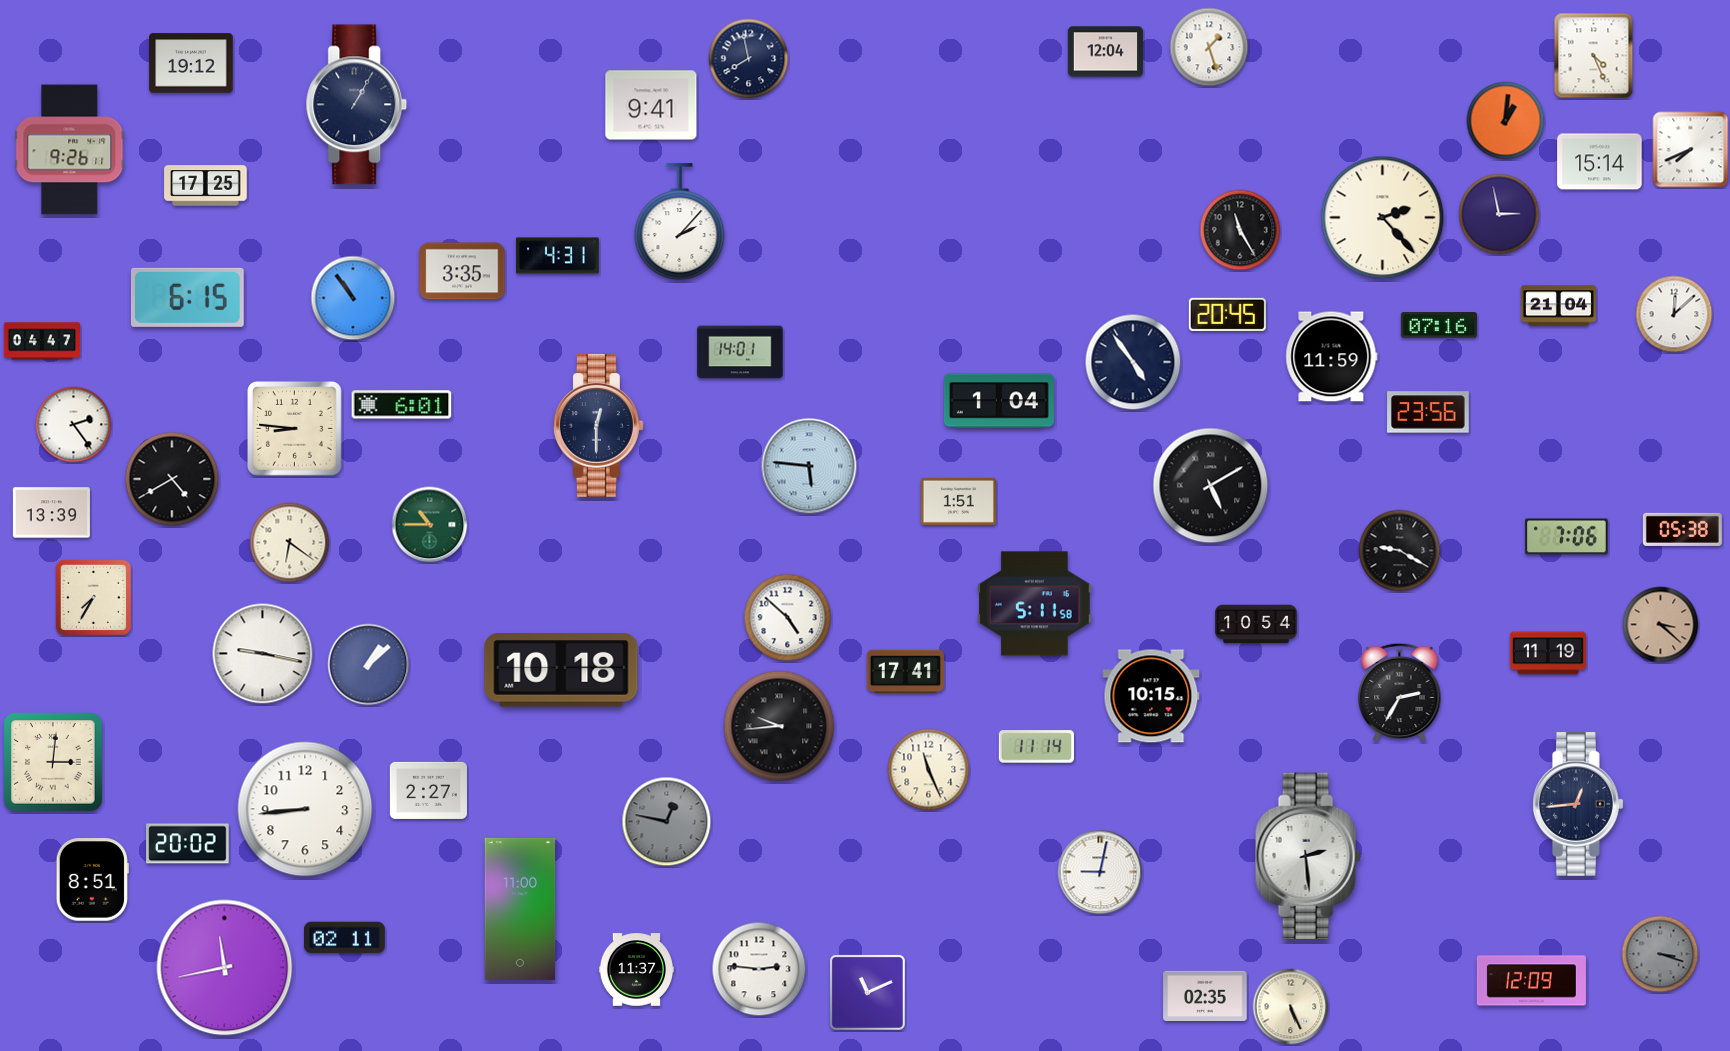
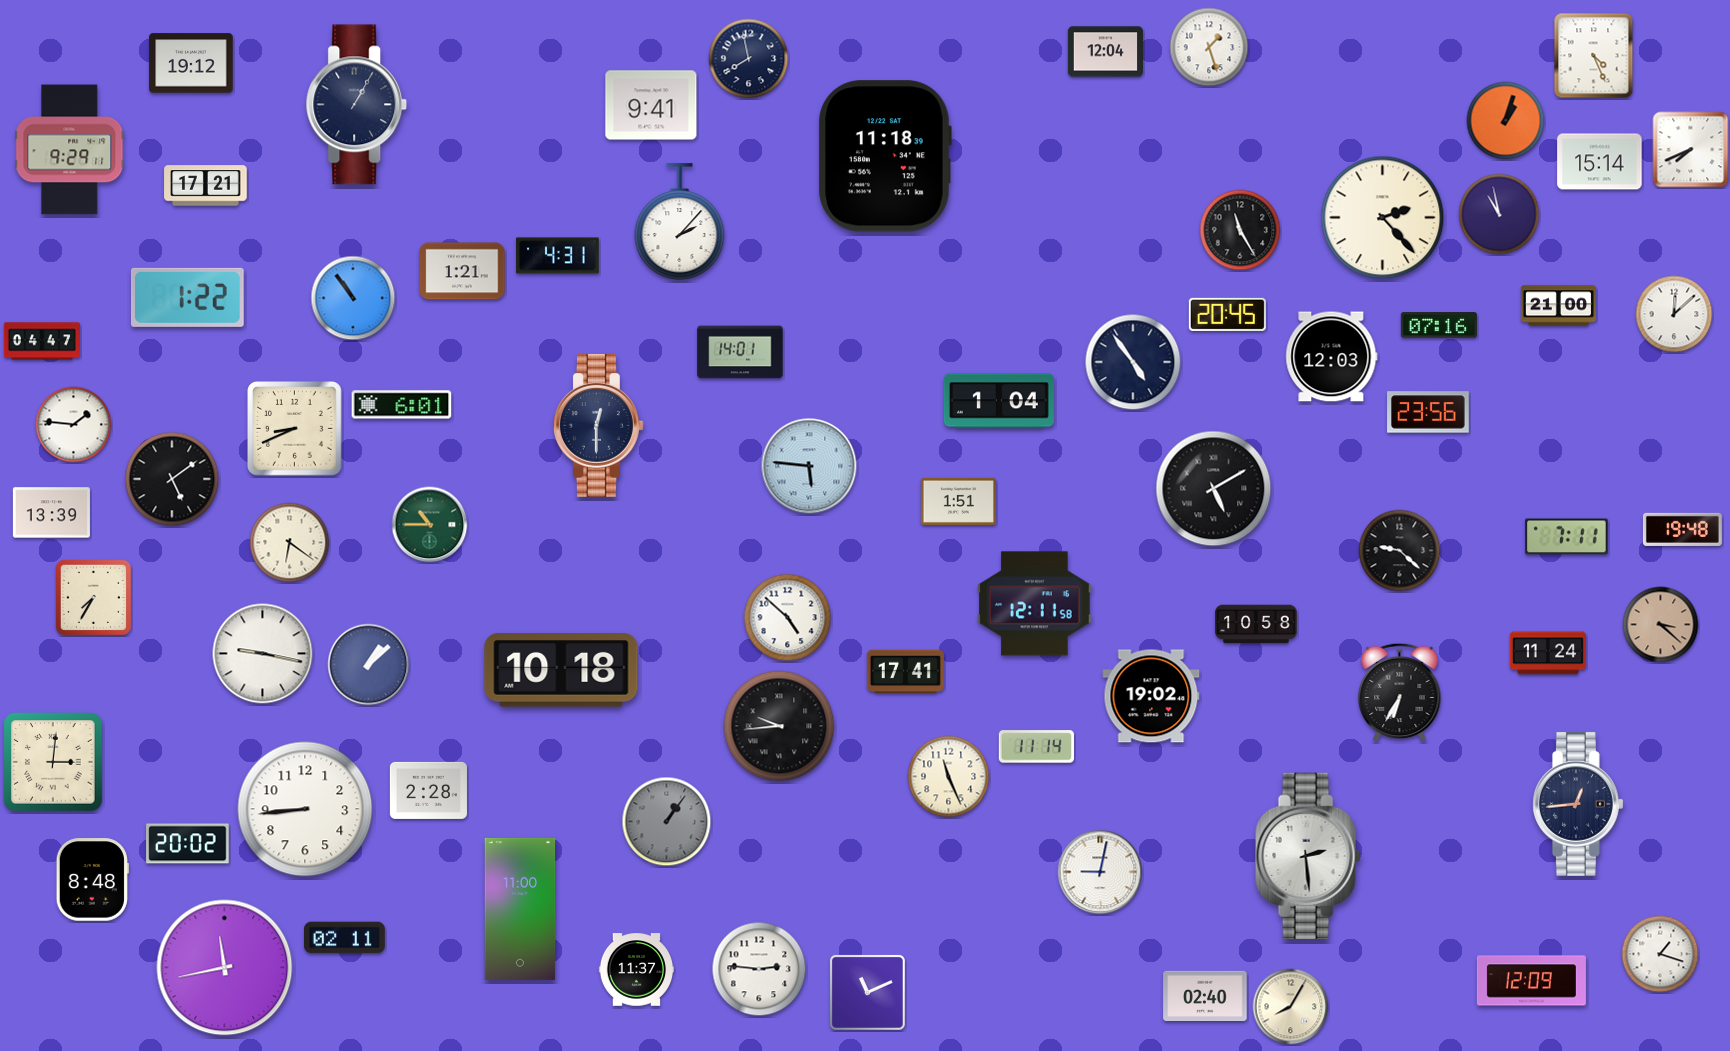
clock at (1506, 121): 1:01 -> 1:03
clock at (70, 150): 9:26 -> 9:29
clock at (885, 156): none -> 11:18
clock at (206, 186): 17:25 -> 17:21
clock at (1499, 214): 2:58 -> 10:58
clock at (462, 271): 3:35 -> 1:21
clock at (187, 297): 6:15 -> 1:22
clock at (1558, 306): 21:04 -> 21:00
clock at (1332, 357): 11:59 -> 12:03
clock at (74, 425): 2:24 -> 1:46
clock at (295, 429): 8:46 -> 8:41
clock at (172, 479): 4:40 -> 5:09
clock at (1211, 486) position: (1211, 486) -> (1214, 489)
clock at (1682, 529): 05:38 -> 19:48
clock at (1567, 537): 7:06 -> 7:11
clock at (1400, 551): 9:20 -> 9:22
clock at (1035, 604): 5:11 -> 12:11
clock at (1256, 624): 10:54 -> 10:58
clock at (1548, 653): 11:19 -> 11:24
clock at (1400, 693): 2:35 -> 6:35
clock at (1151, 696): 10:15 -> 19:02
clock at (929, 770) position: (929, 770) -> (949, 777)
clock at (428, 790): 2:27 -> 2:28
clock at (667, 822): 12:47 -> 1:06
clock at (92, 880): 8:51 -> 8:48
clock at (1660, 954): 3:18 -> 1:18
clock at (1660, 954) dial: grey -> white
clock at (1205, 995): 02:35 -> 02:40
clock at (1291, 1007): 5:26 -> 8:05
